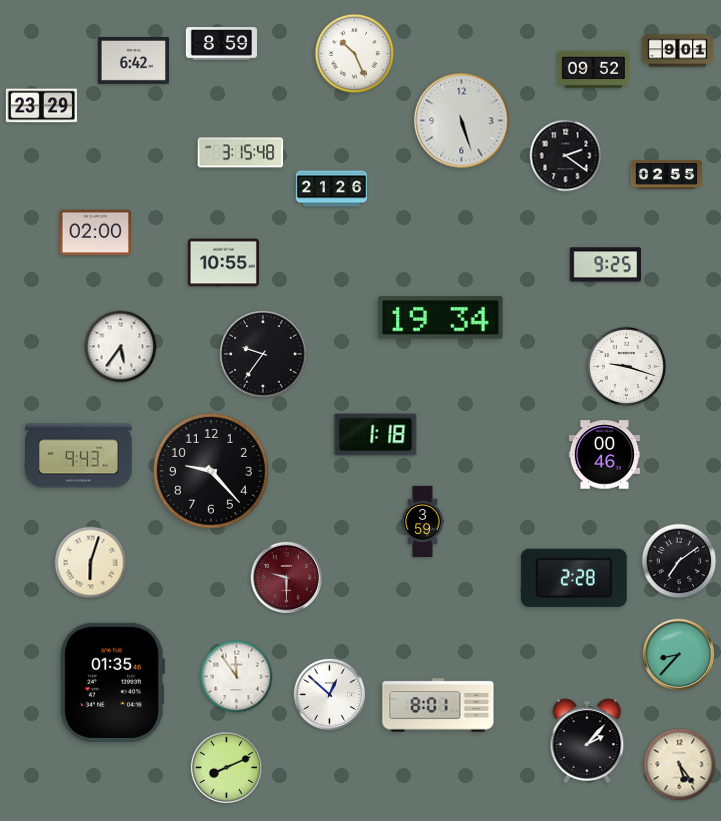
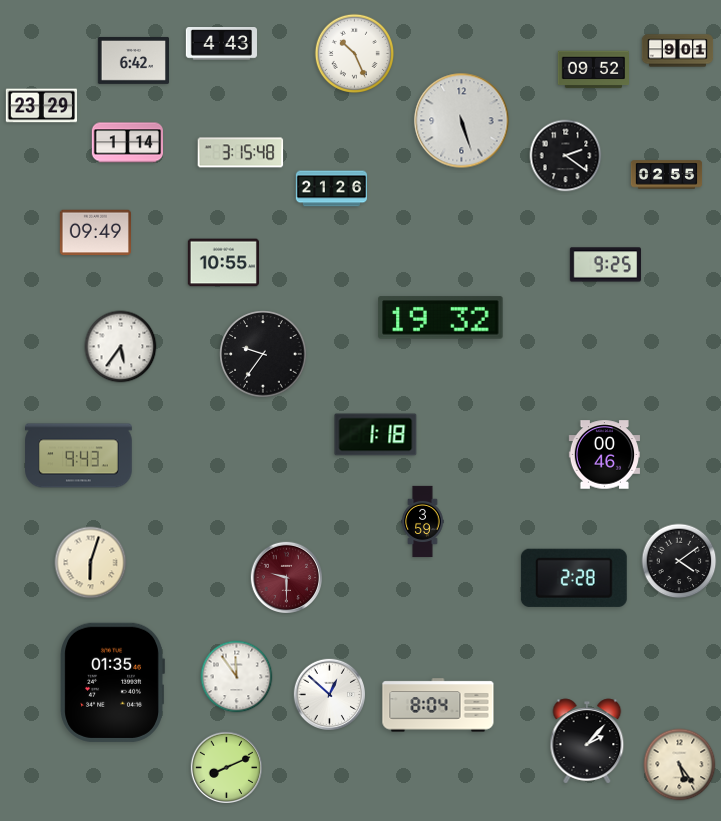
clock at (221, 44): 8:59 -> 4:43
clock at (127, 143): none -> 1:14
clock at (95, 233): 02:00 -> 09:49
clock at (441, 318): 19:34 -> 19:32
clock at (626, 366): 9:18 -> none
clock at (211, 471): 9:23 -> none
clock at (679, 561): 7:09 -> 4:09
clock at (679, 655): 8:37 -> none
clock at (438, 705): 8:01 -> 8:04
